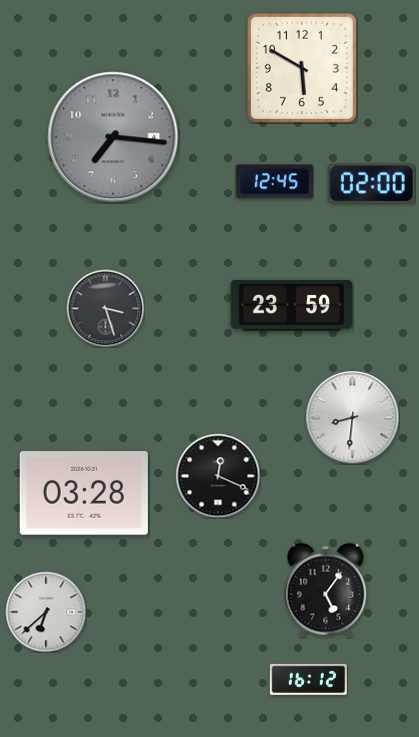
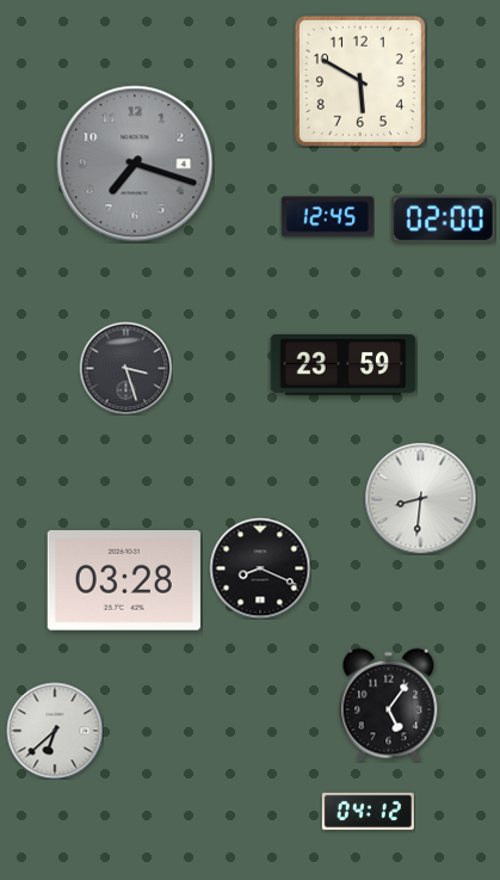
clock at (113, 137): 7:16 -> 7:18
clock at (292, 305) position: (292, 305) -> (344, 364)
clock at (218, 476): 12:19 -> 8:19
clock at (84, 494) position: (84, 494) -> (124, 581)
clock at (308, 679): 16:12 -> 04:12
